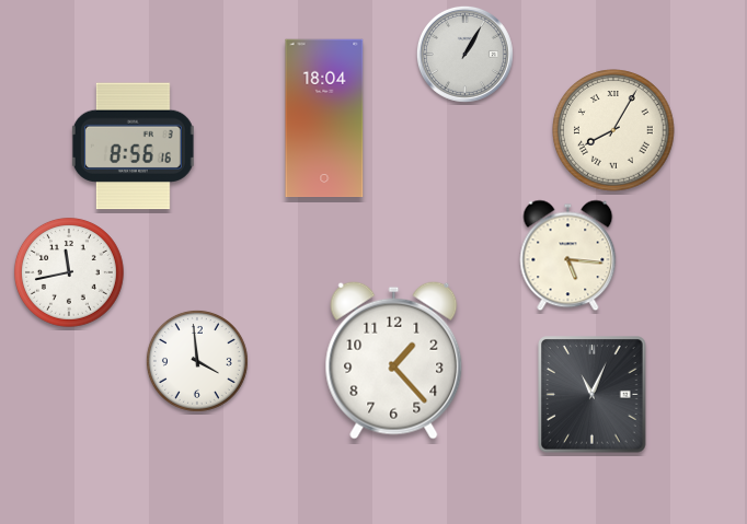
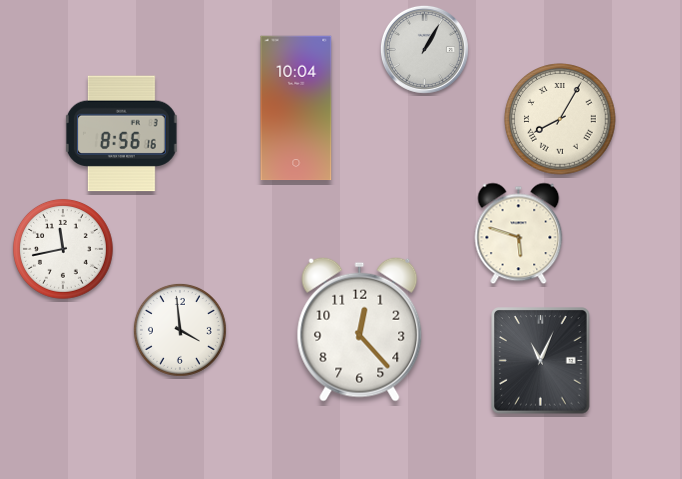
clock at (324, 118): 18:04 -> 10:04
clock at (568, 256): 5:16 -> 5:48
clock at (394, 360): 1:23 -> 12:23
